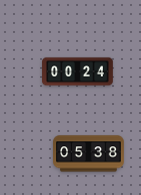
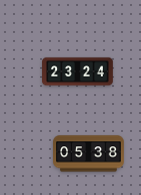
clock at (78, 72): 00:24 -> 23:24
